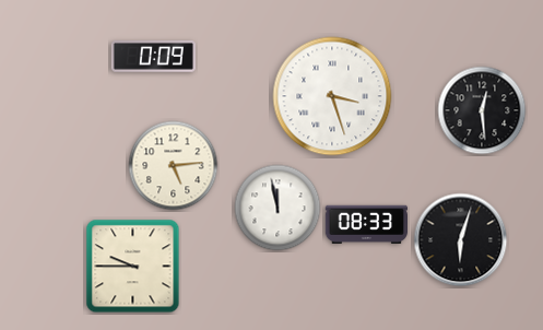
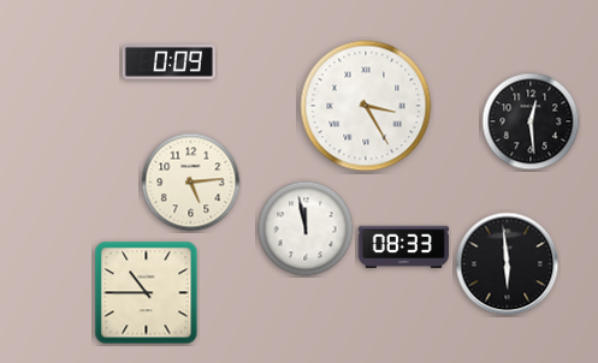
clock at (332, 96): 3:27 -> 3:25
clock at (461, 240): 6:03 -> 5:59
clock at (133, 267): 9:45 -> 10:45
